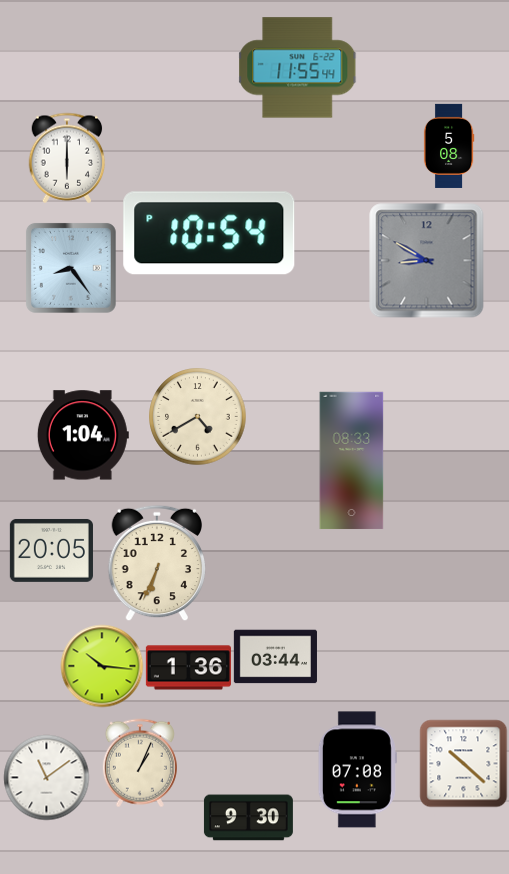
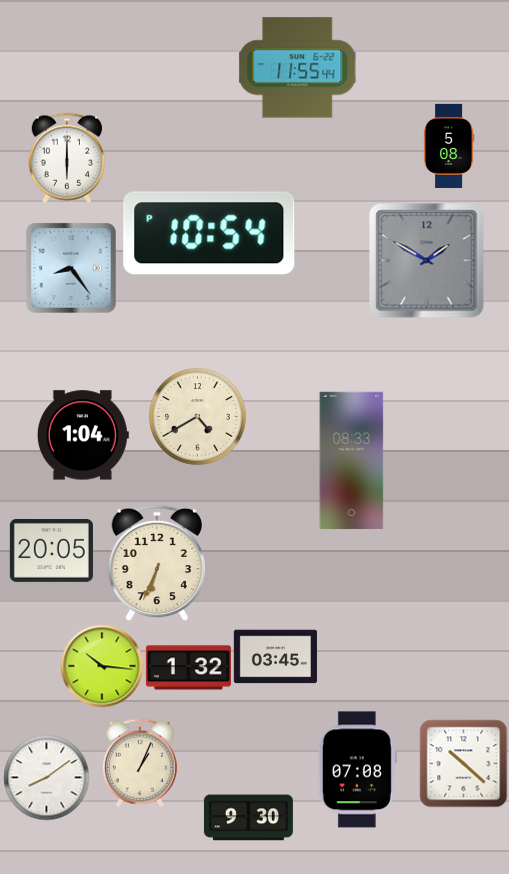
clock at (427, 261): 8:50 -> 1:50
clock at (275, 657): 03:44 -> 03:45
clock at (188, 668): 1:36 -> 1:32
clock at (46, 777): 11:09 -> 8:09
